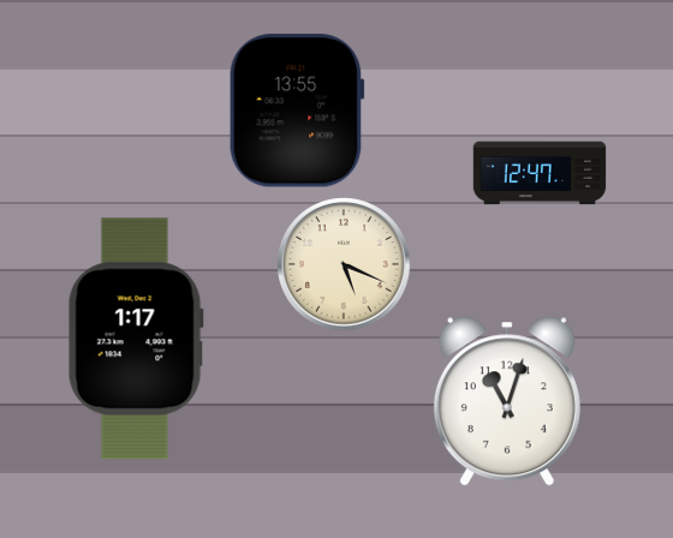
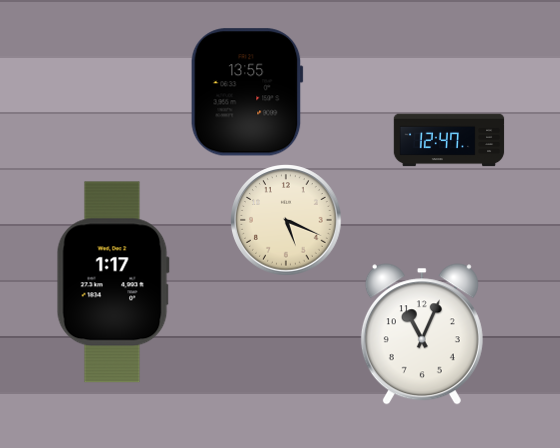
clock at (540, 173) position: (540, 173) -> (449, 140)
clock at (507, 401): 11:03 -> 11:04
